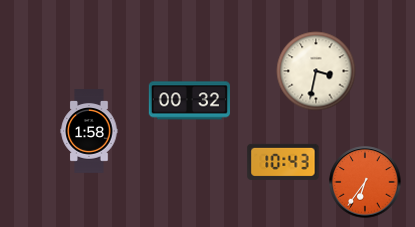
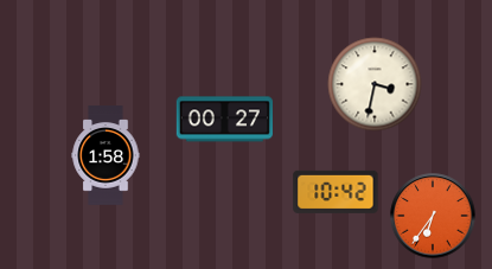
clock at (189, 101): 00:32 -> 00:27
clock at (283, 162): 10:43 -> 10:42
